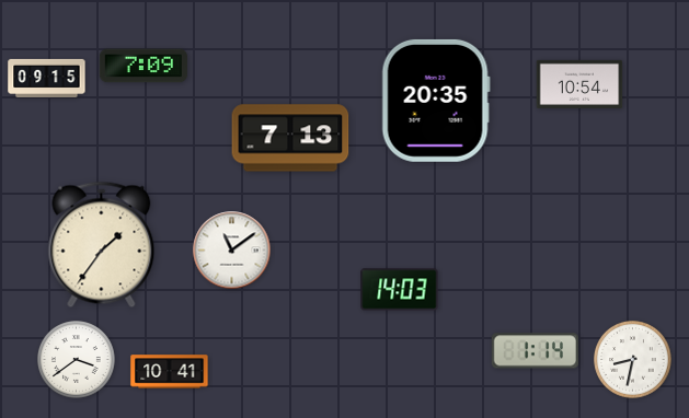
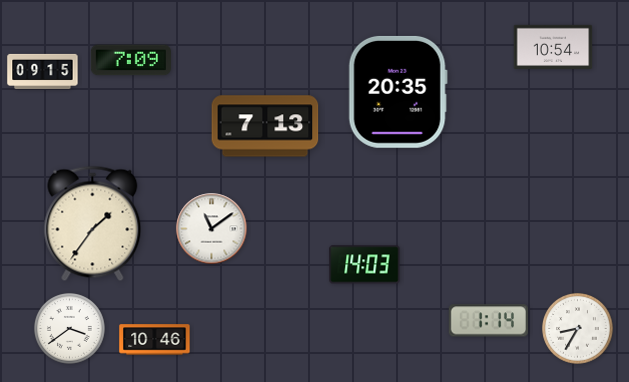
clock at (579, 84) position: (579, 84) -> (553, 47)
clock at (633, 360): 8:32 -> 8:35
clock at (170, 372): 10:41 -> 10:46
